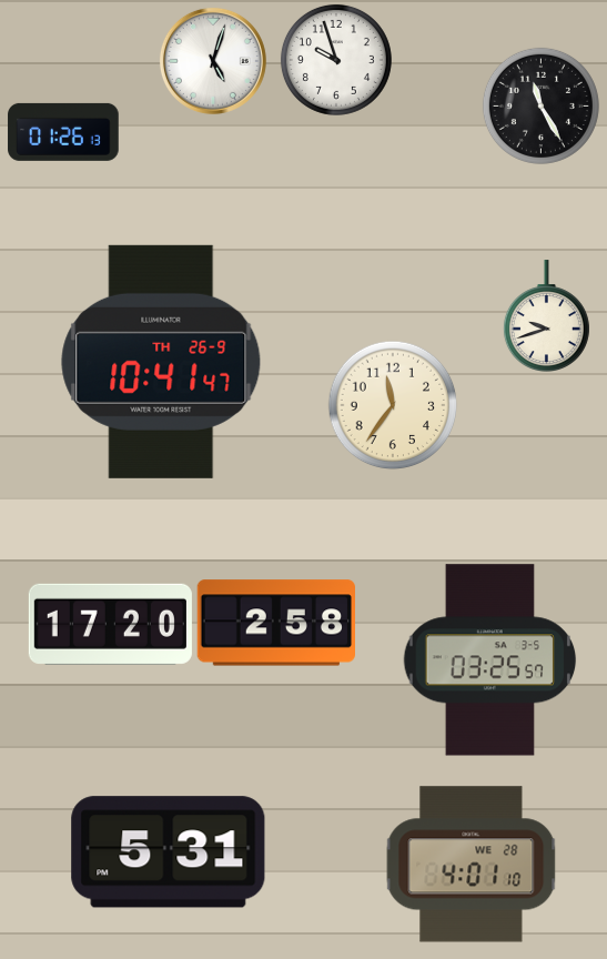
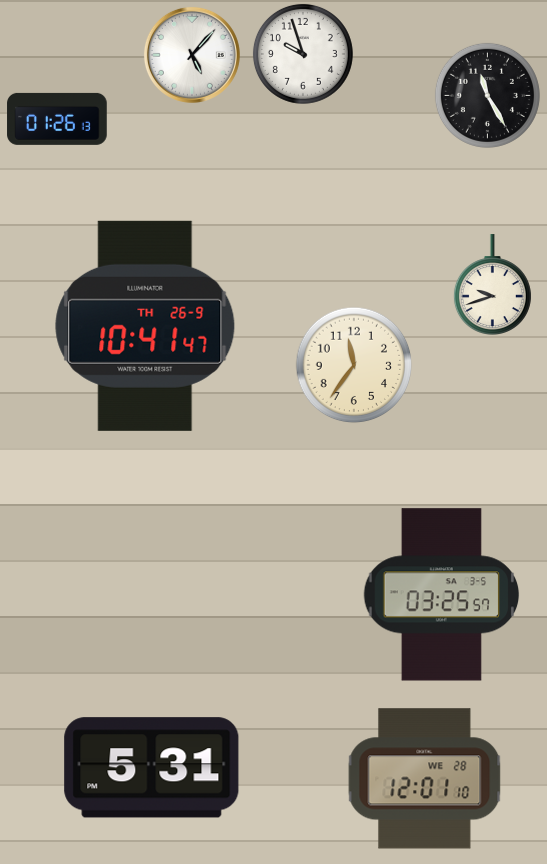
clock at (213, 61): 5:03 -> 5:07
clock at (275, 623): 2:58 -> none
clock at (110, 624): 17:20 -> none
clock at (472, 865): 4:01 -> 12:01
